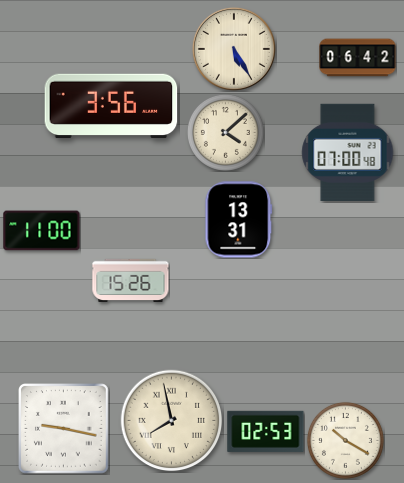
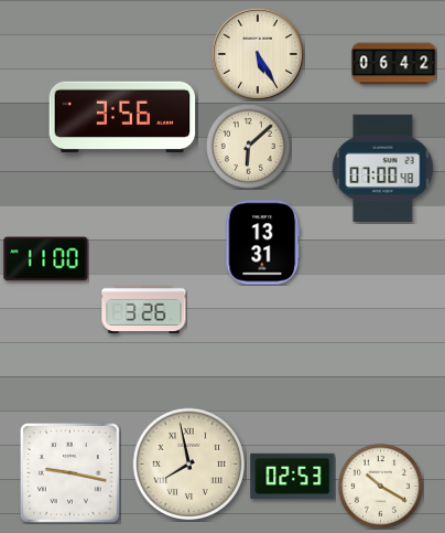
clock at (225, 132): 4:08 -> 6:08
clock at (42, 231) position: (42, 231) -> (46, 259)
clock at (131, 280): 15:26 -> 3:26
